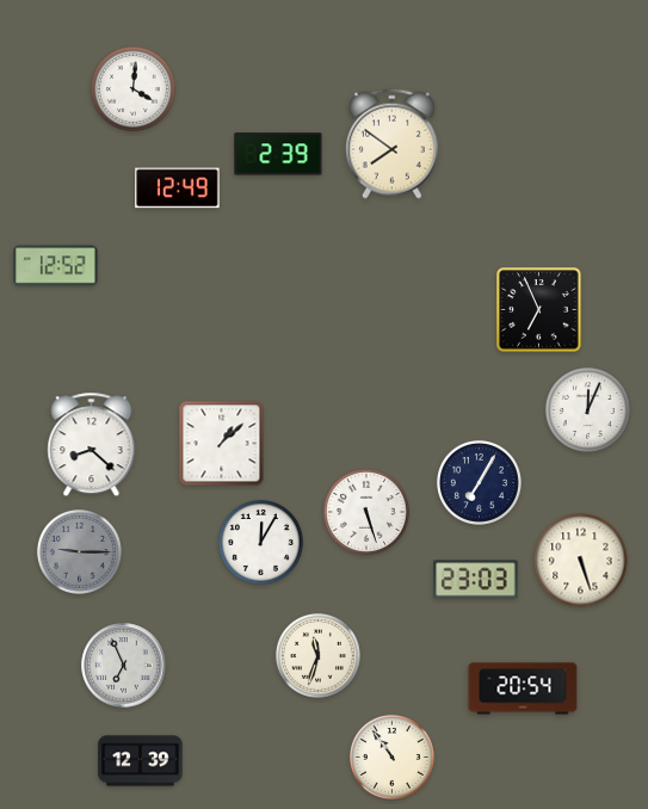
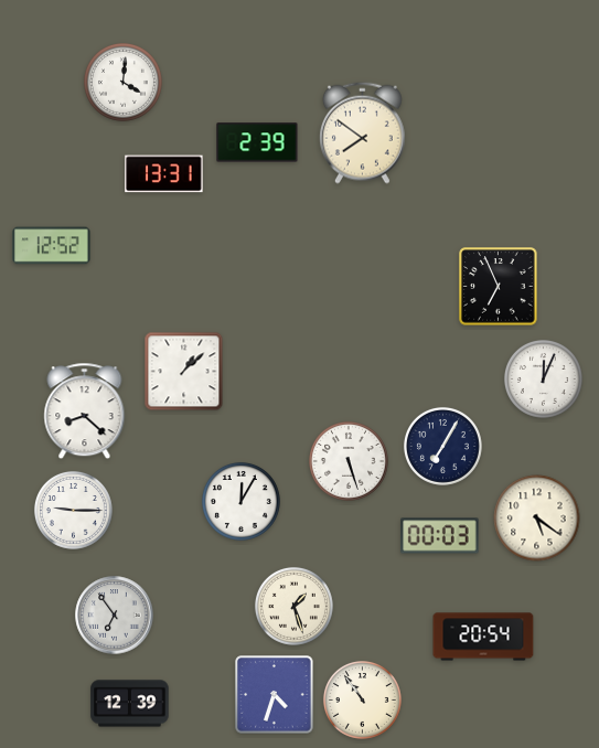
clock at (178, 189): 12:49 -> 13:31
clock at (222, 444) position: (222, 444) -> (184, 372)
clock at (368, 513) position: (368, 513) -> (350, 462)
clock at (79, 551) dial: grey -> white
clock at (581, 561): 5:27 -> 5:21
clock at (476, 580): 23:03 -> 00:03
clock at (317, 655): 11:33 -> 1:27
clock at (124, 666): 6:56 -> 6:54
clock at (275, 695): none -> 4:33
